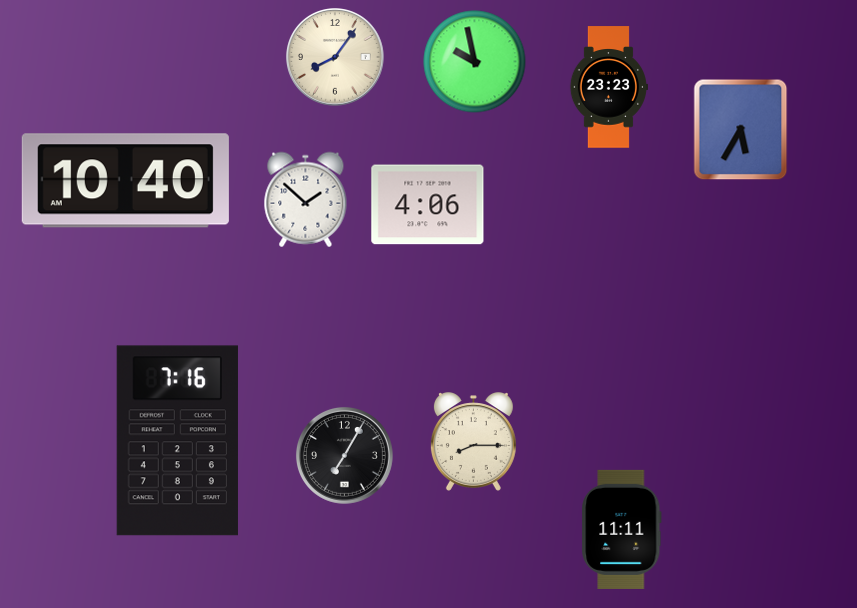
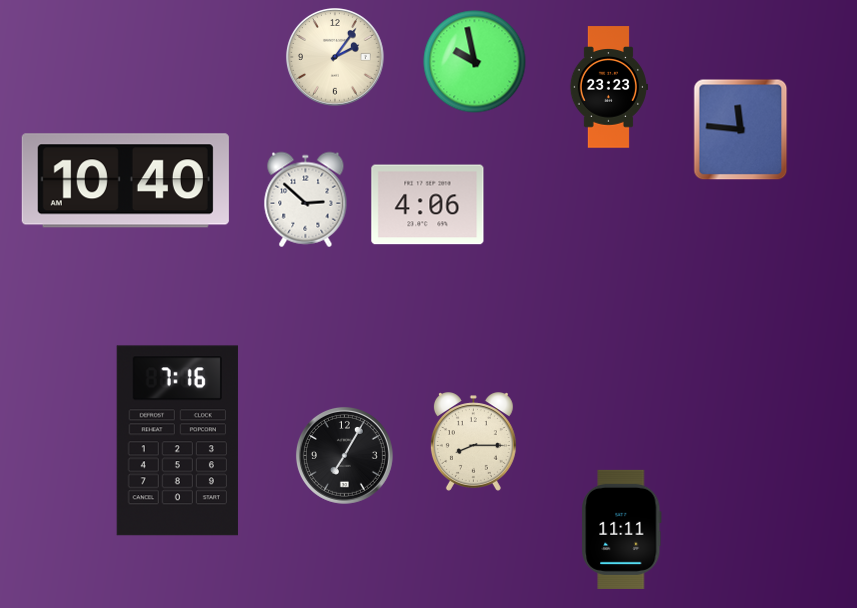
clock at (336, 58): 8:06 -> 2:06
clock at (741, 130): 5:35 -> 11:46
clock at (306, 200): 1:52 -> 2:52
